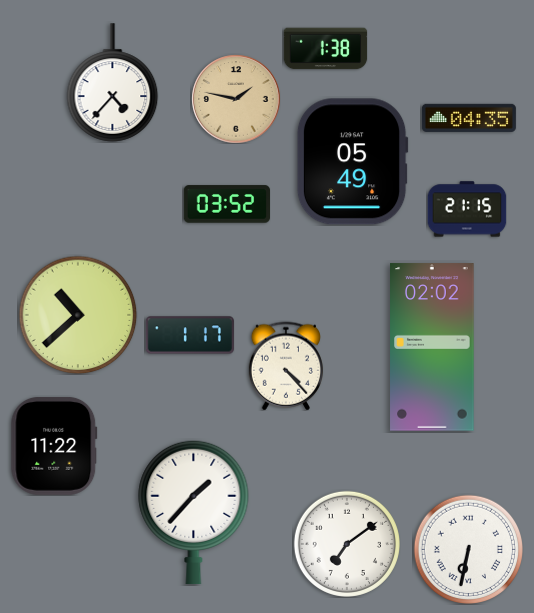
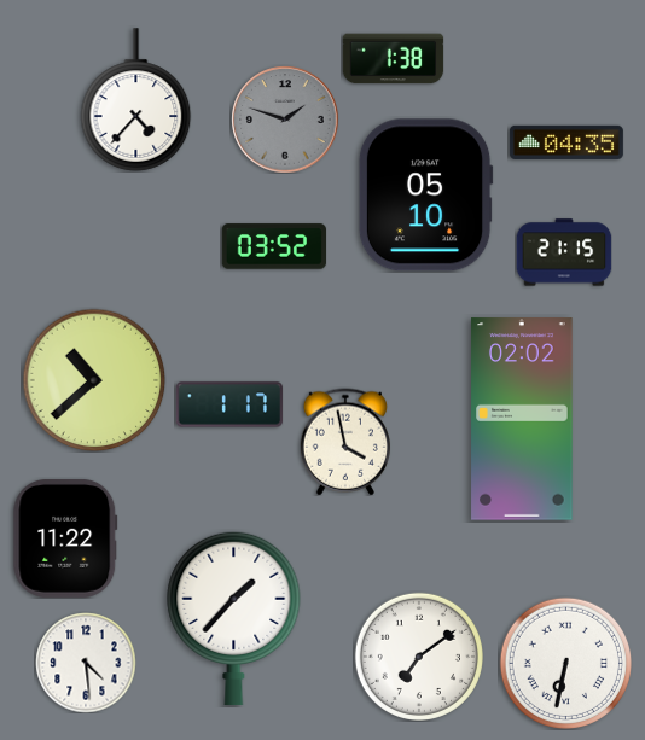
clock at (236, 99): 1:47 -> 1:48
clock at (236, 99) dial: champagne -> grey
clock at (352, 162): 05:49 -> 05:10
clock at (286, 366): 4:23 -> 3:58
clock at (86, 663): none -> 4:29
